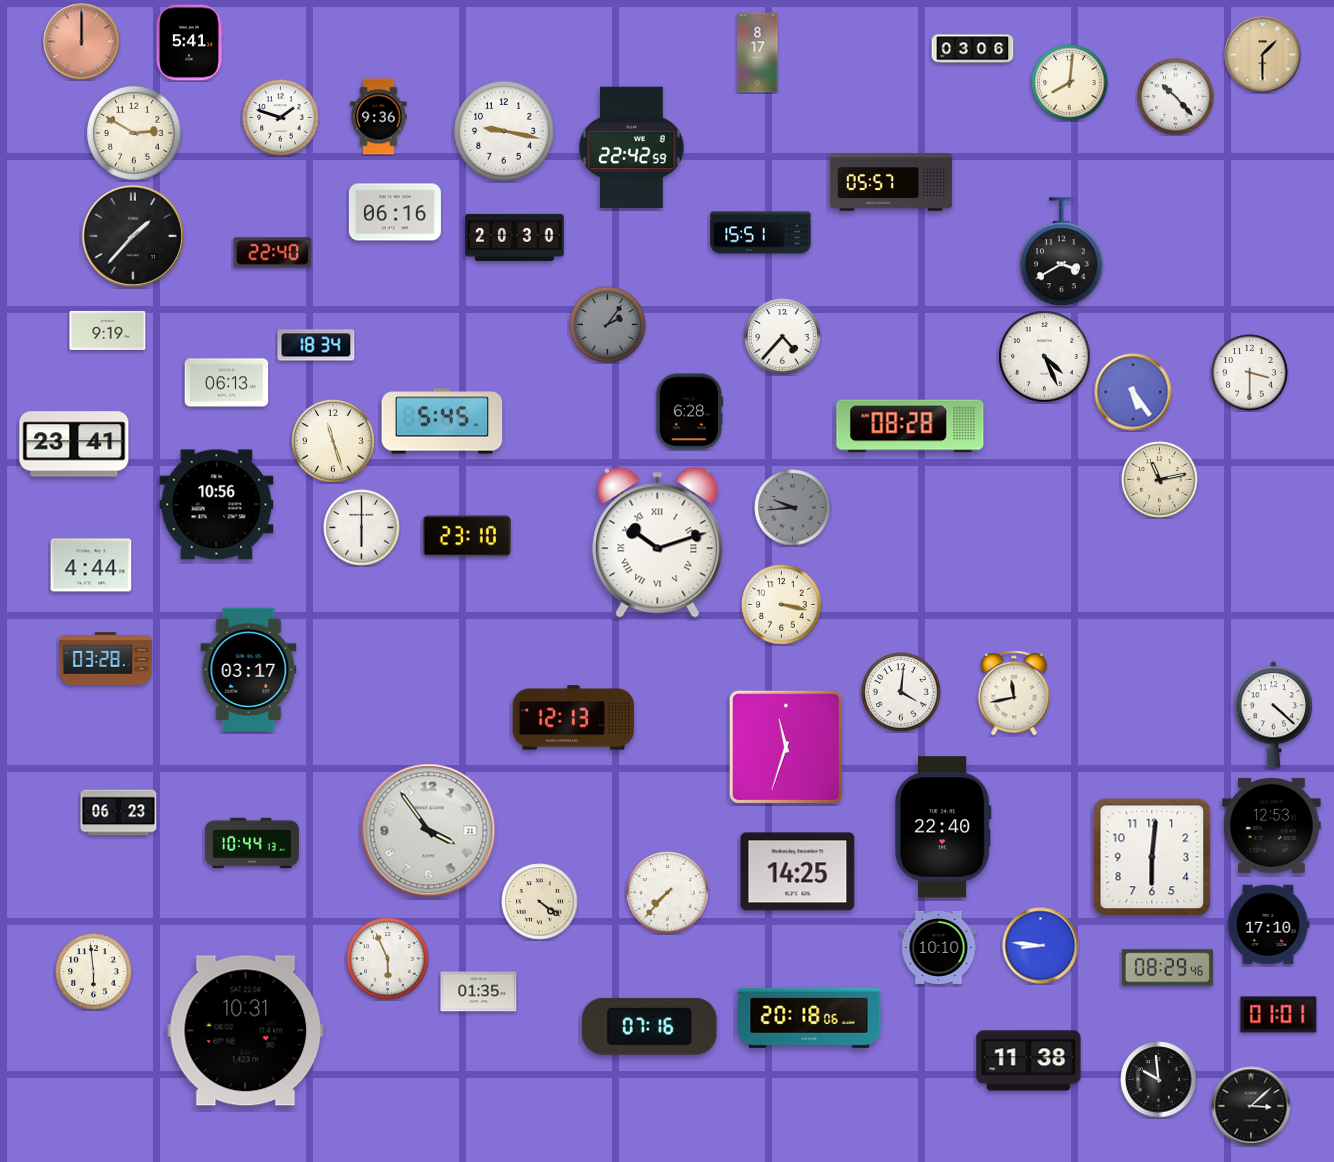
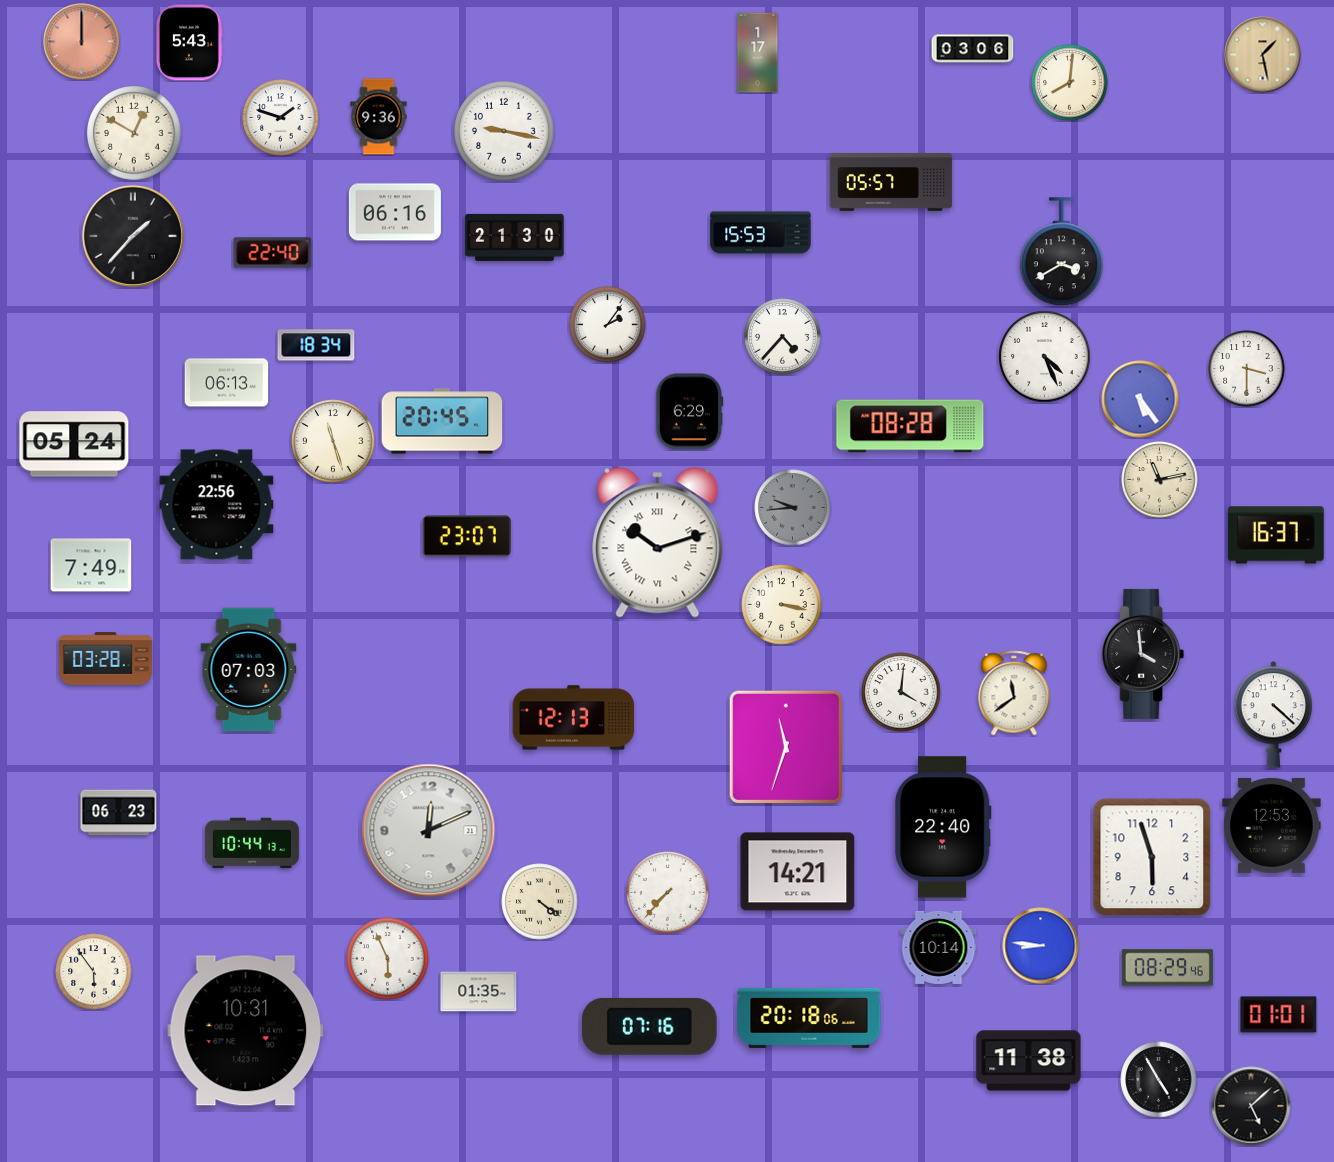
clock at (189, 43): 5:41 -> 5:43
clock at (758, 53): 8:17 -> 1:17
clock at (1263, 55): 1:30 -> 1:28
clock at (1176, 97): 10:23 -> none
clock at (134, 133): 2:50 -> 12:50
clock at (632, 148): 22:42 -> none
clock at (761, 233): 15:51 -> 15:53
clock at (515, 237): 20:30 -> 21:30
clock at (608, 325) dial: grey -> white
clock at (108, 330): 9:19 -> none
clock at (1250, 373) position: (1250, 373) -> (1247, 369)
clock at (1133, 392) position: (1133, 392) -> (1140, 399)
clock at (690, 412): 6:28 -> 6:29
clock at (442, 421): 5:45 -> 20:45
clock at (74, 444): 23:41 -> 05:24
clock at (217, 505): 10:56 -> 22:56
clock at (362, 528): 6:00 -> none
clock at (1277, 535): none -> 16:37
clock at (467, 536): 23:10 -> 23:07
clock at (91, 565): 4:44 -> 7:49
clock at (1143, 654): none -> 3:59
clock at (249, 670): 03:17 -> 07:03
clock at (1014, 693): 11:43 -> 11:39
clock at (429, 831): 3:54 -> 12:11
clock at (1152, 857): 6:01 -> 5:57
clock at (798, 872): 14:25 -> 14:21
clock at (1268, 925): 17:10 -> none
clock at (939, 947): 10:10 -> 10:14
clock at (94, 972): 5:59 -> 5:54
clock at (1159, 1080): 9:59 -> 4:55
clock at (1251, 1106): 3:08 -> 5:08
